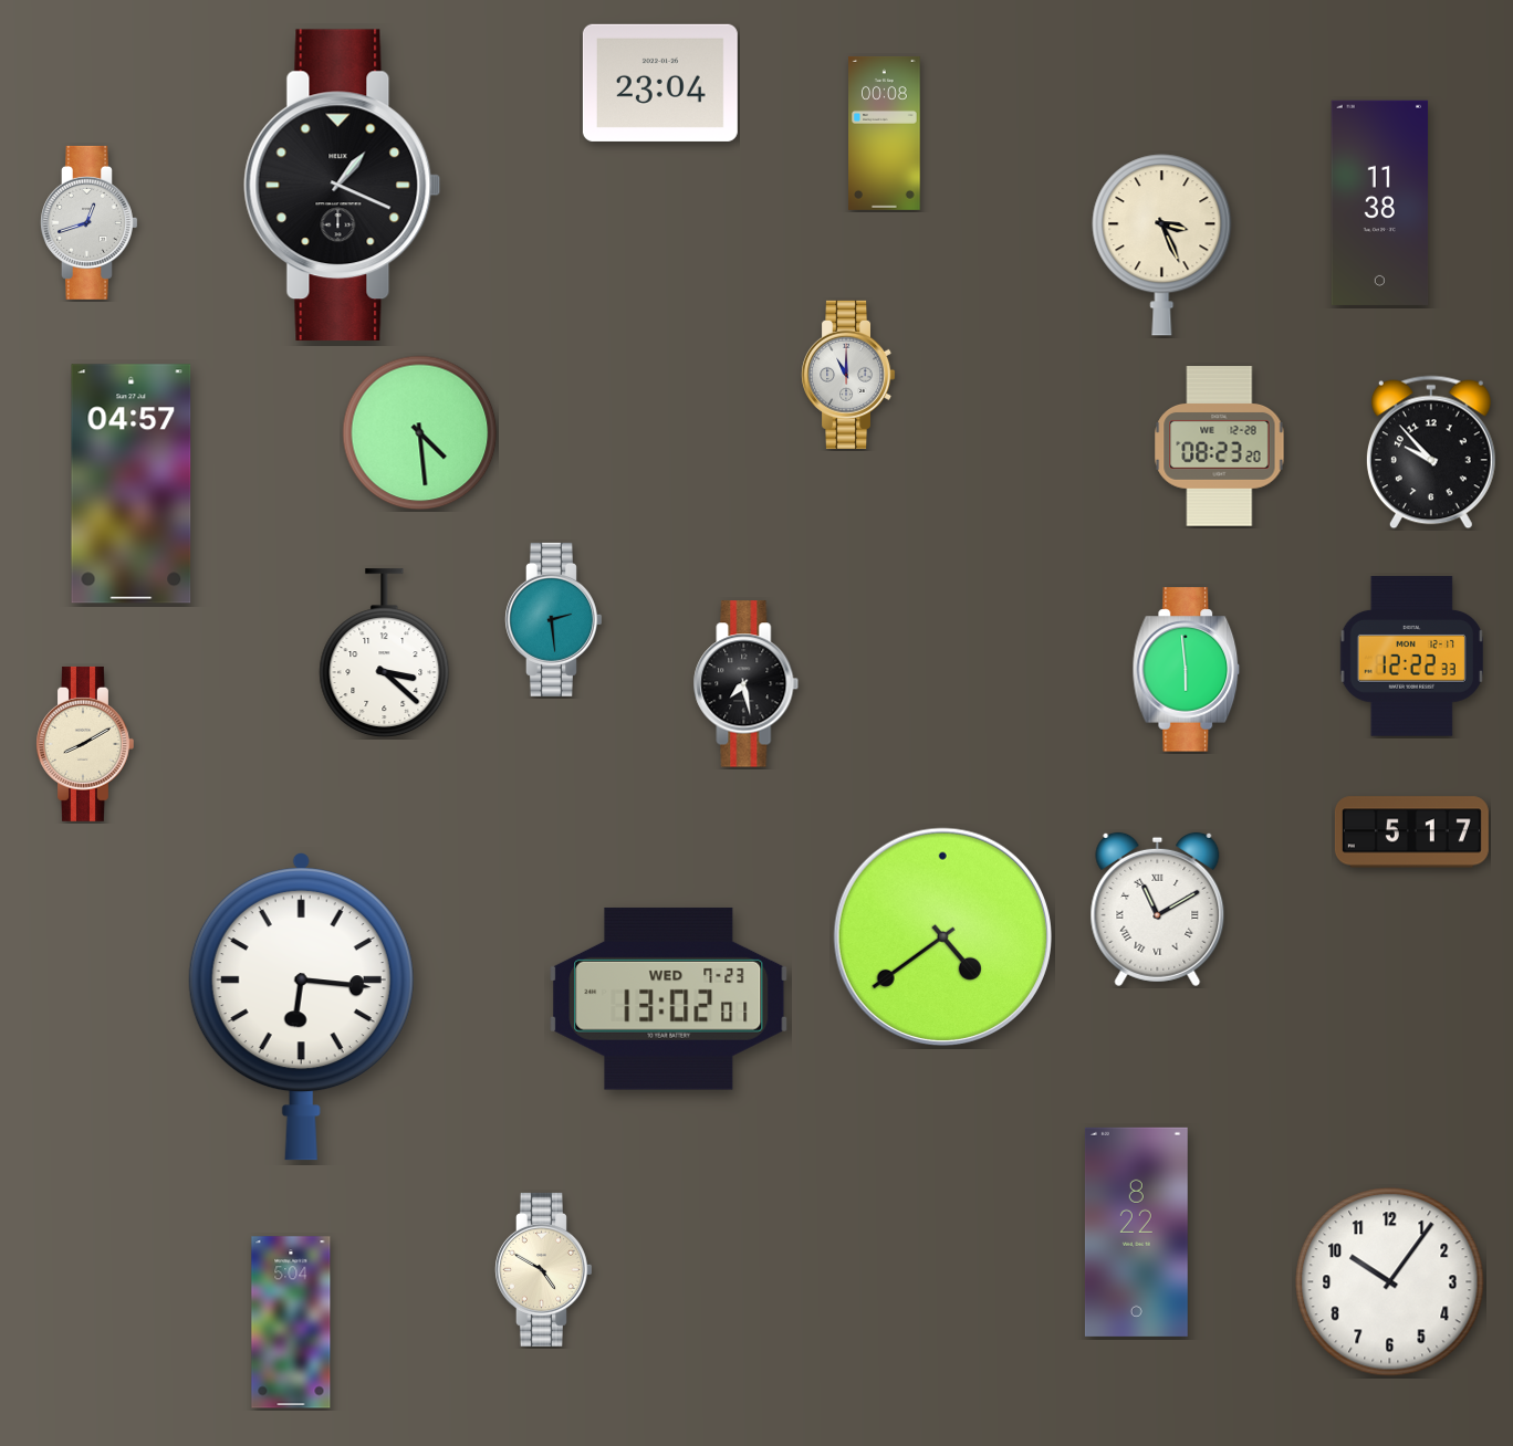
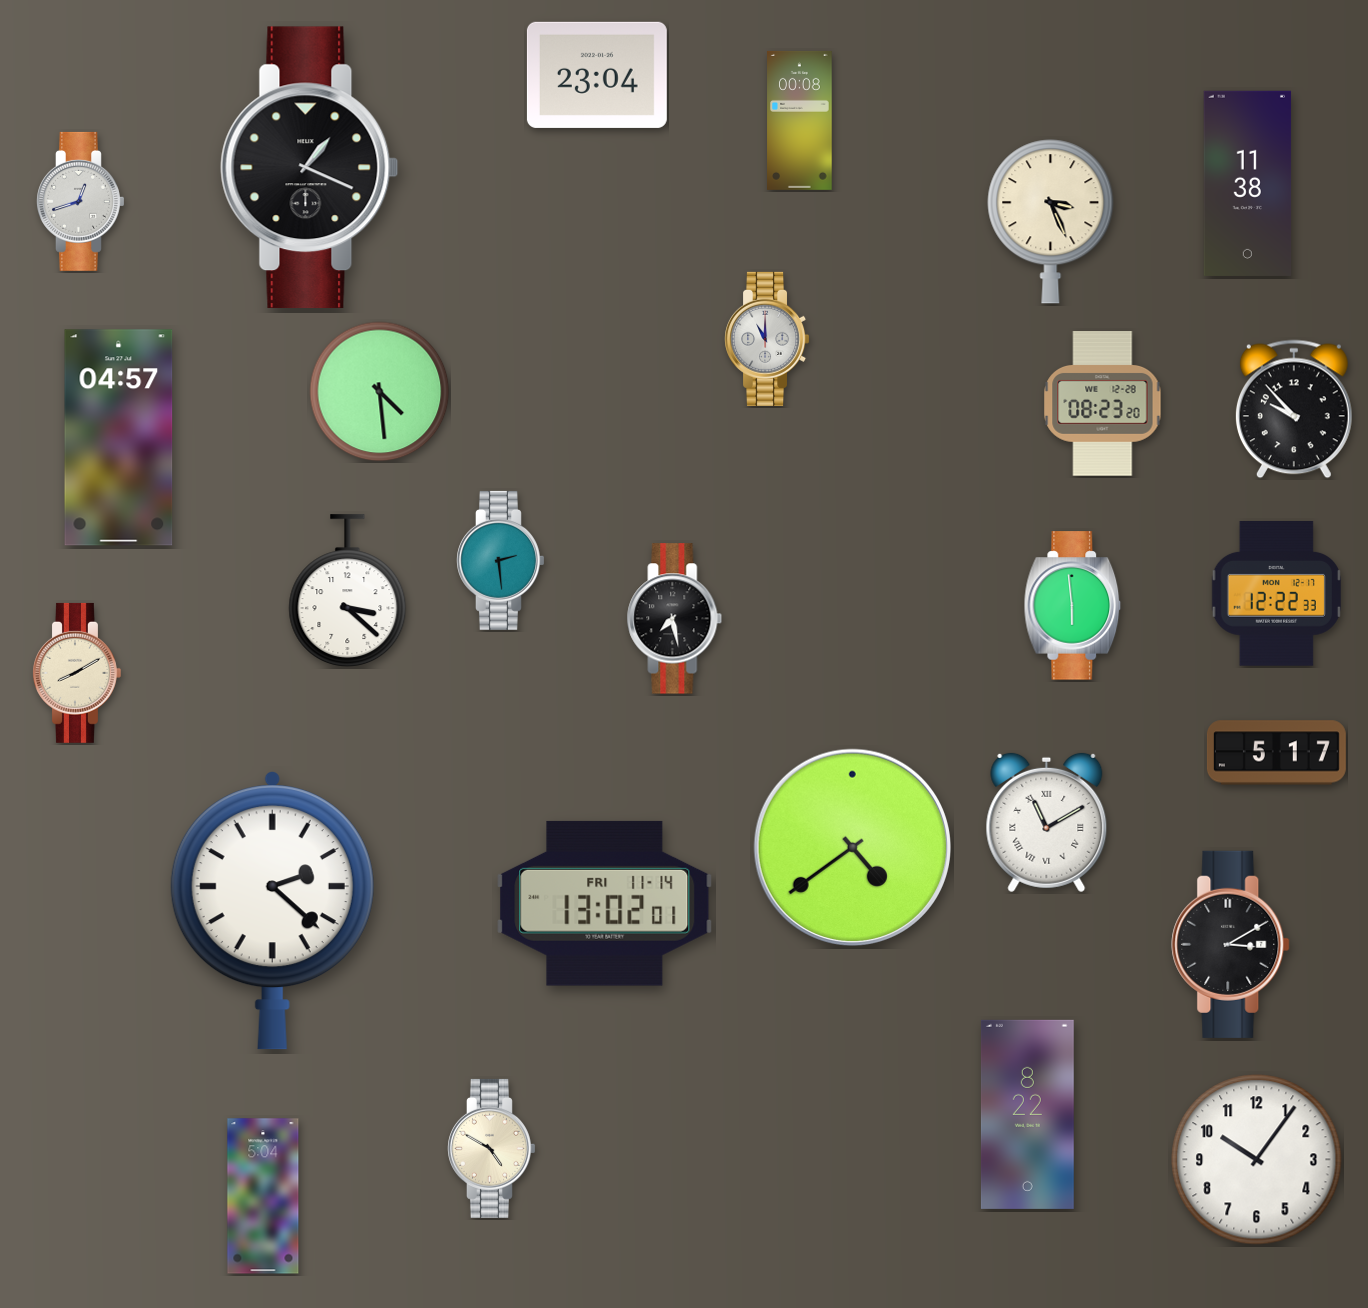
clock at (669, 998) date: WED 7-23 -> FRI 11-14
clock at (301, 1007): 6:16 -> 2:22
clock at (1231, 944): none -> 3:10
